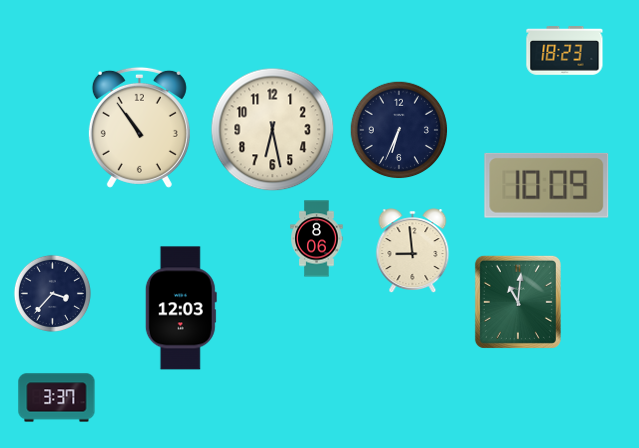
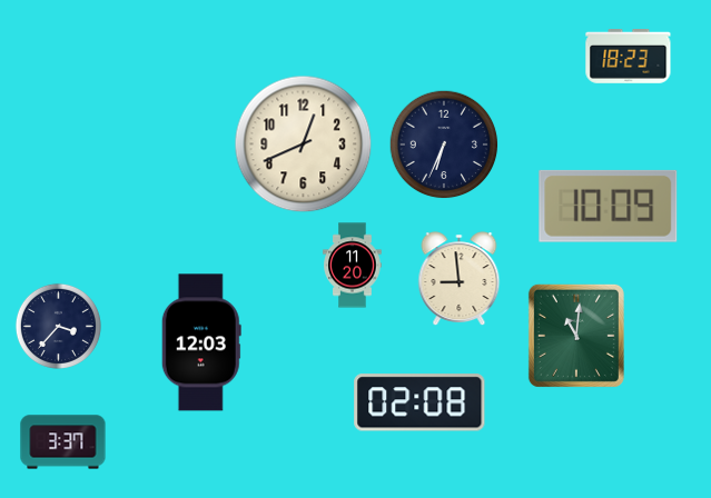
clock at (139, 127): 10:54 -> none
clock at (273, 130): 6:28 -> 12:41
clock at (317, 239): 8:06 -> 11:20
clock at (419, 402): none -> 02:08
